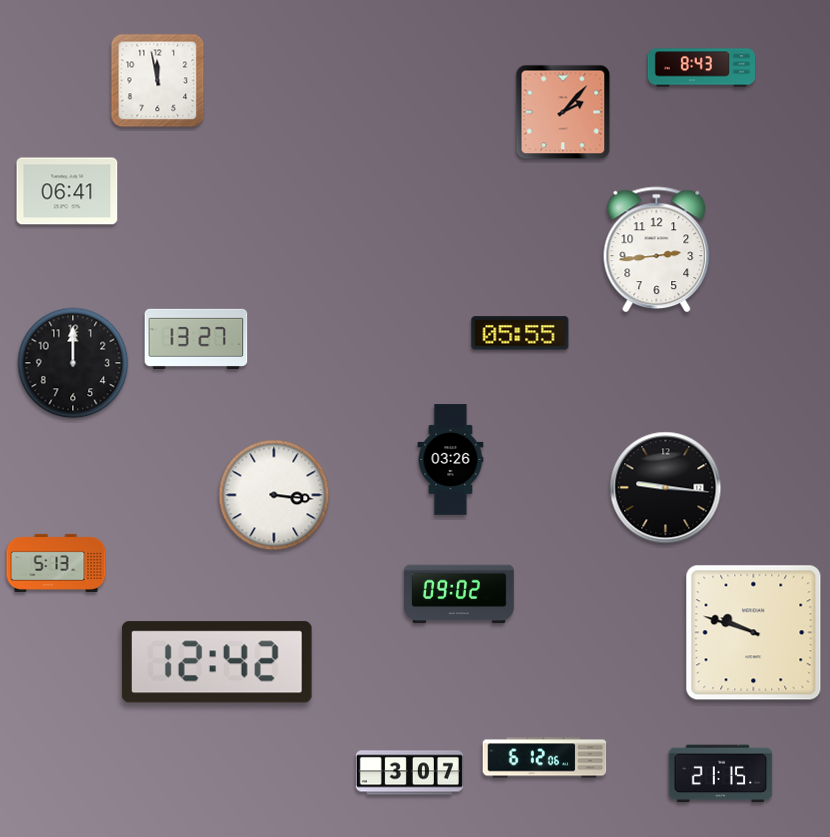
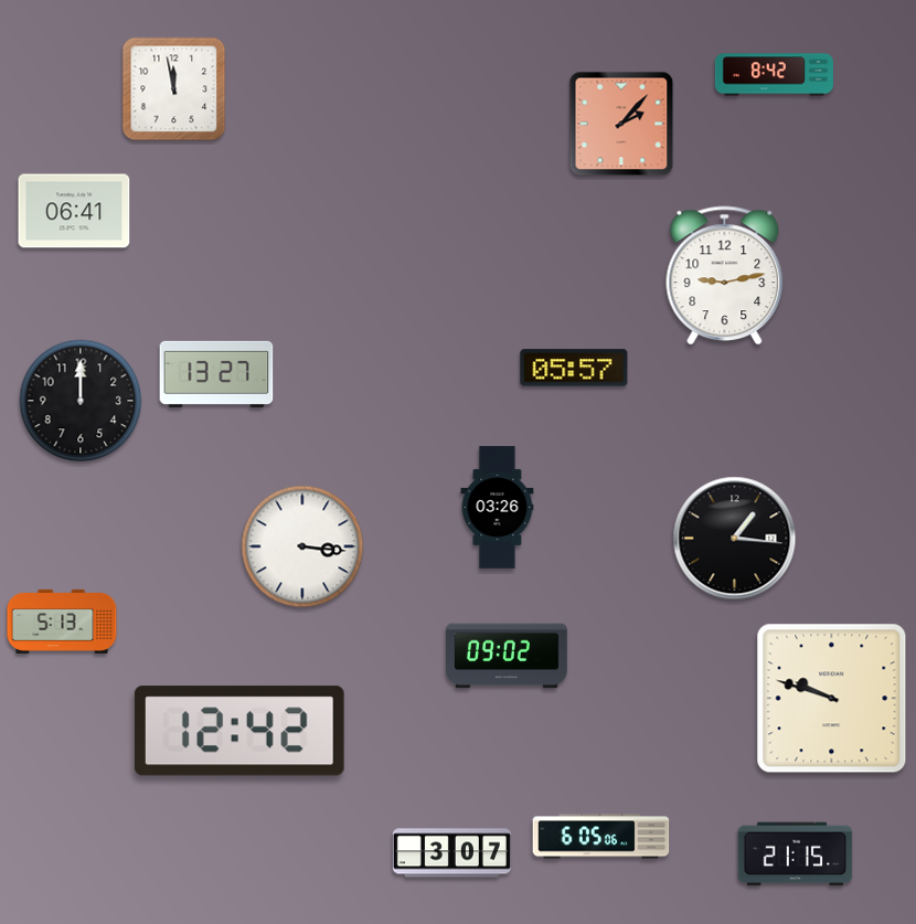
clock at (701, 68): 8:43 -> 8:42
clock at (657, 250): 2:44 -> 9:13
clock at (520, 333): 05:55 -> 05:57
clock at (666, 488): 9:16 -> 1:16
clock at (545, 758): 6:12 -> 6:05
